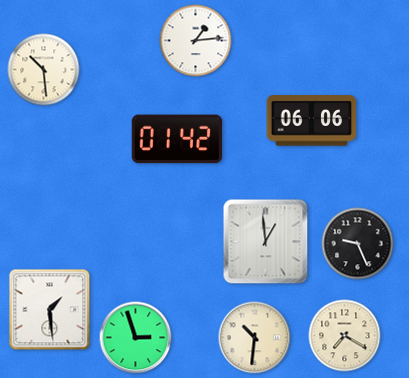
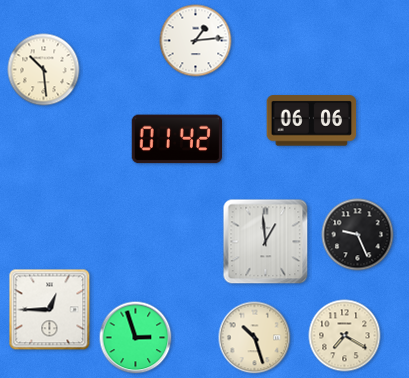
clock at (358, 244) position: (358, 244) -> (358, 235)
clock at (50, 310): 1:29 -> 12:45
clock at (255, 338): 10:31 -> 10:27
